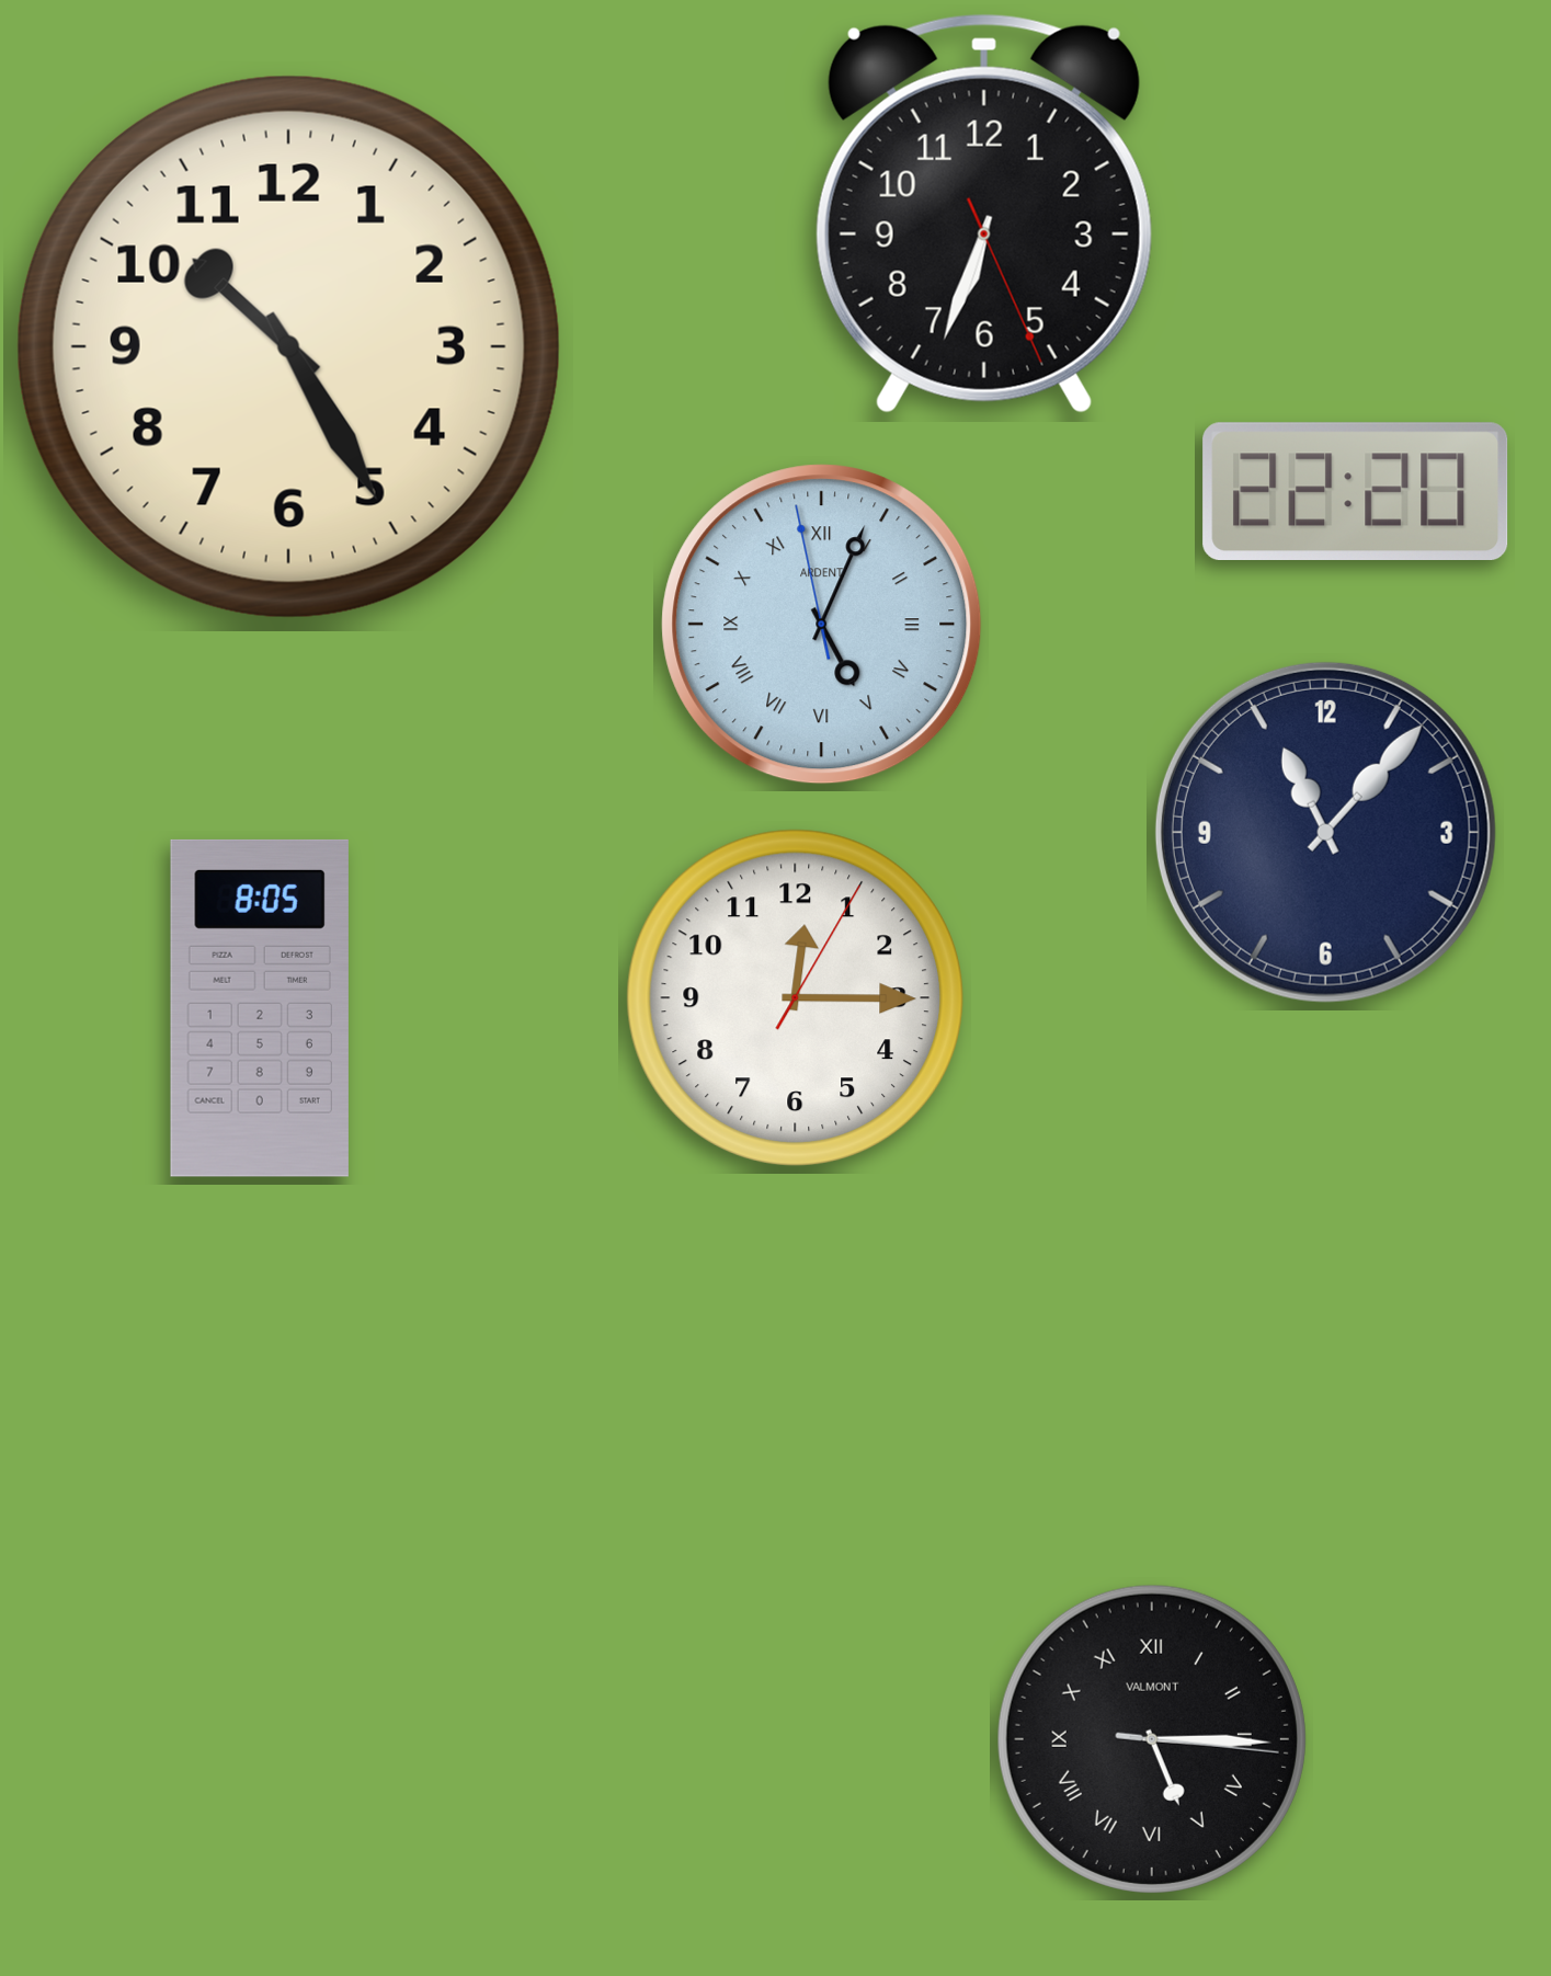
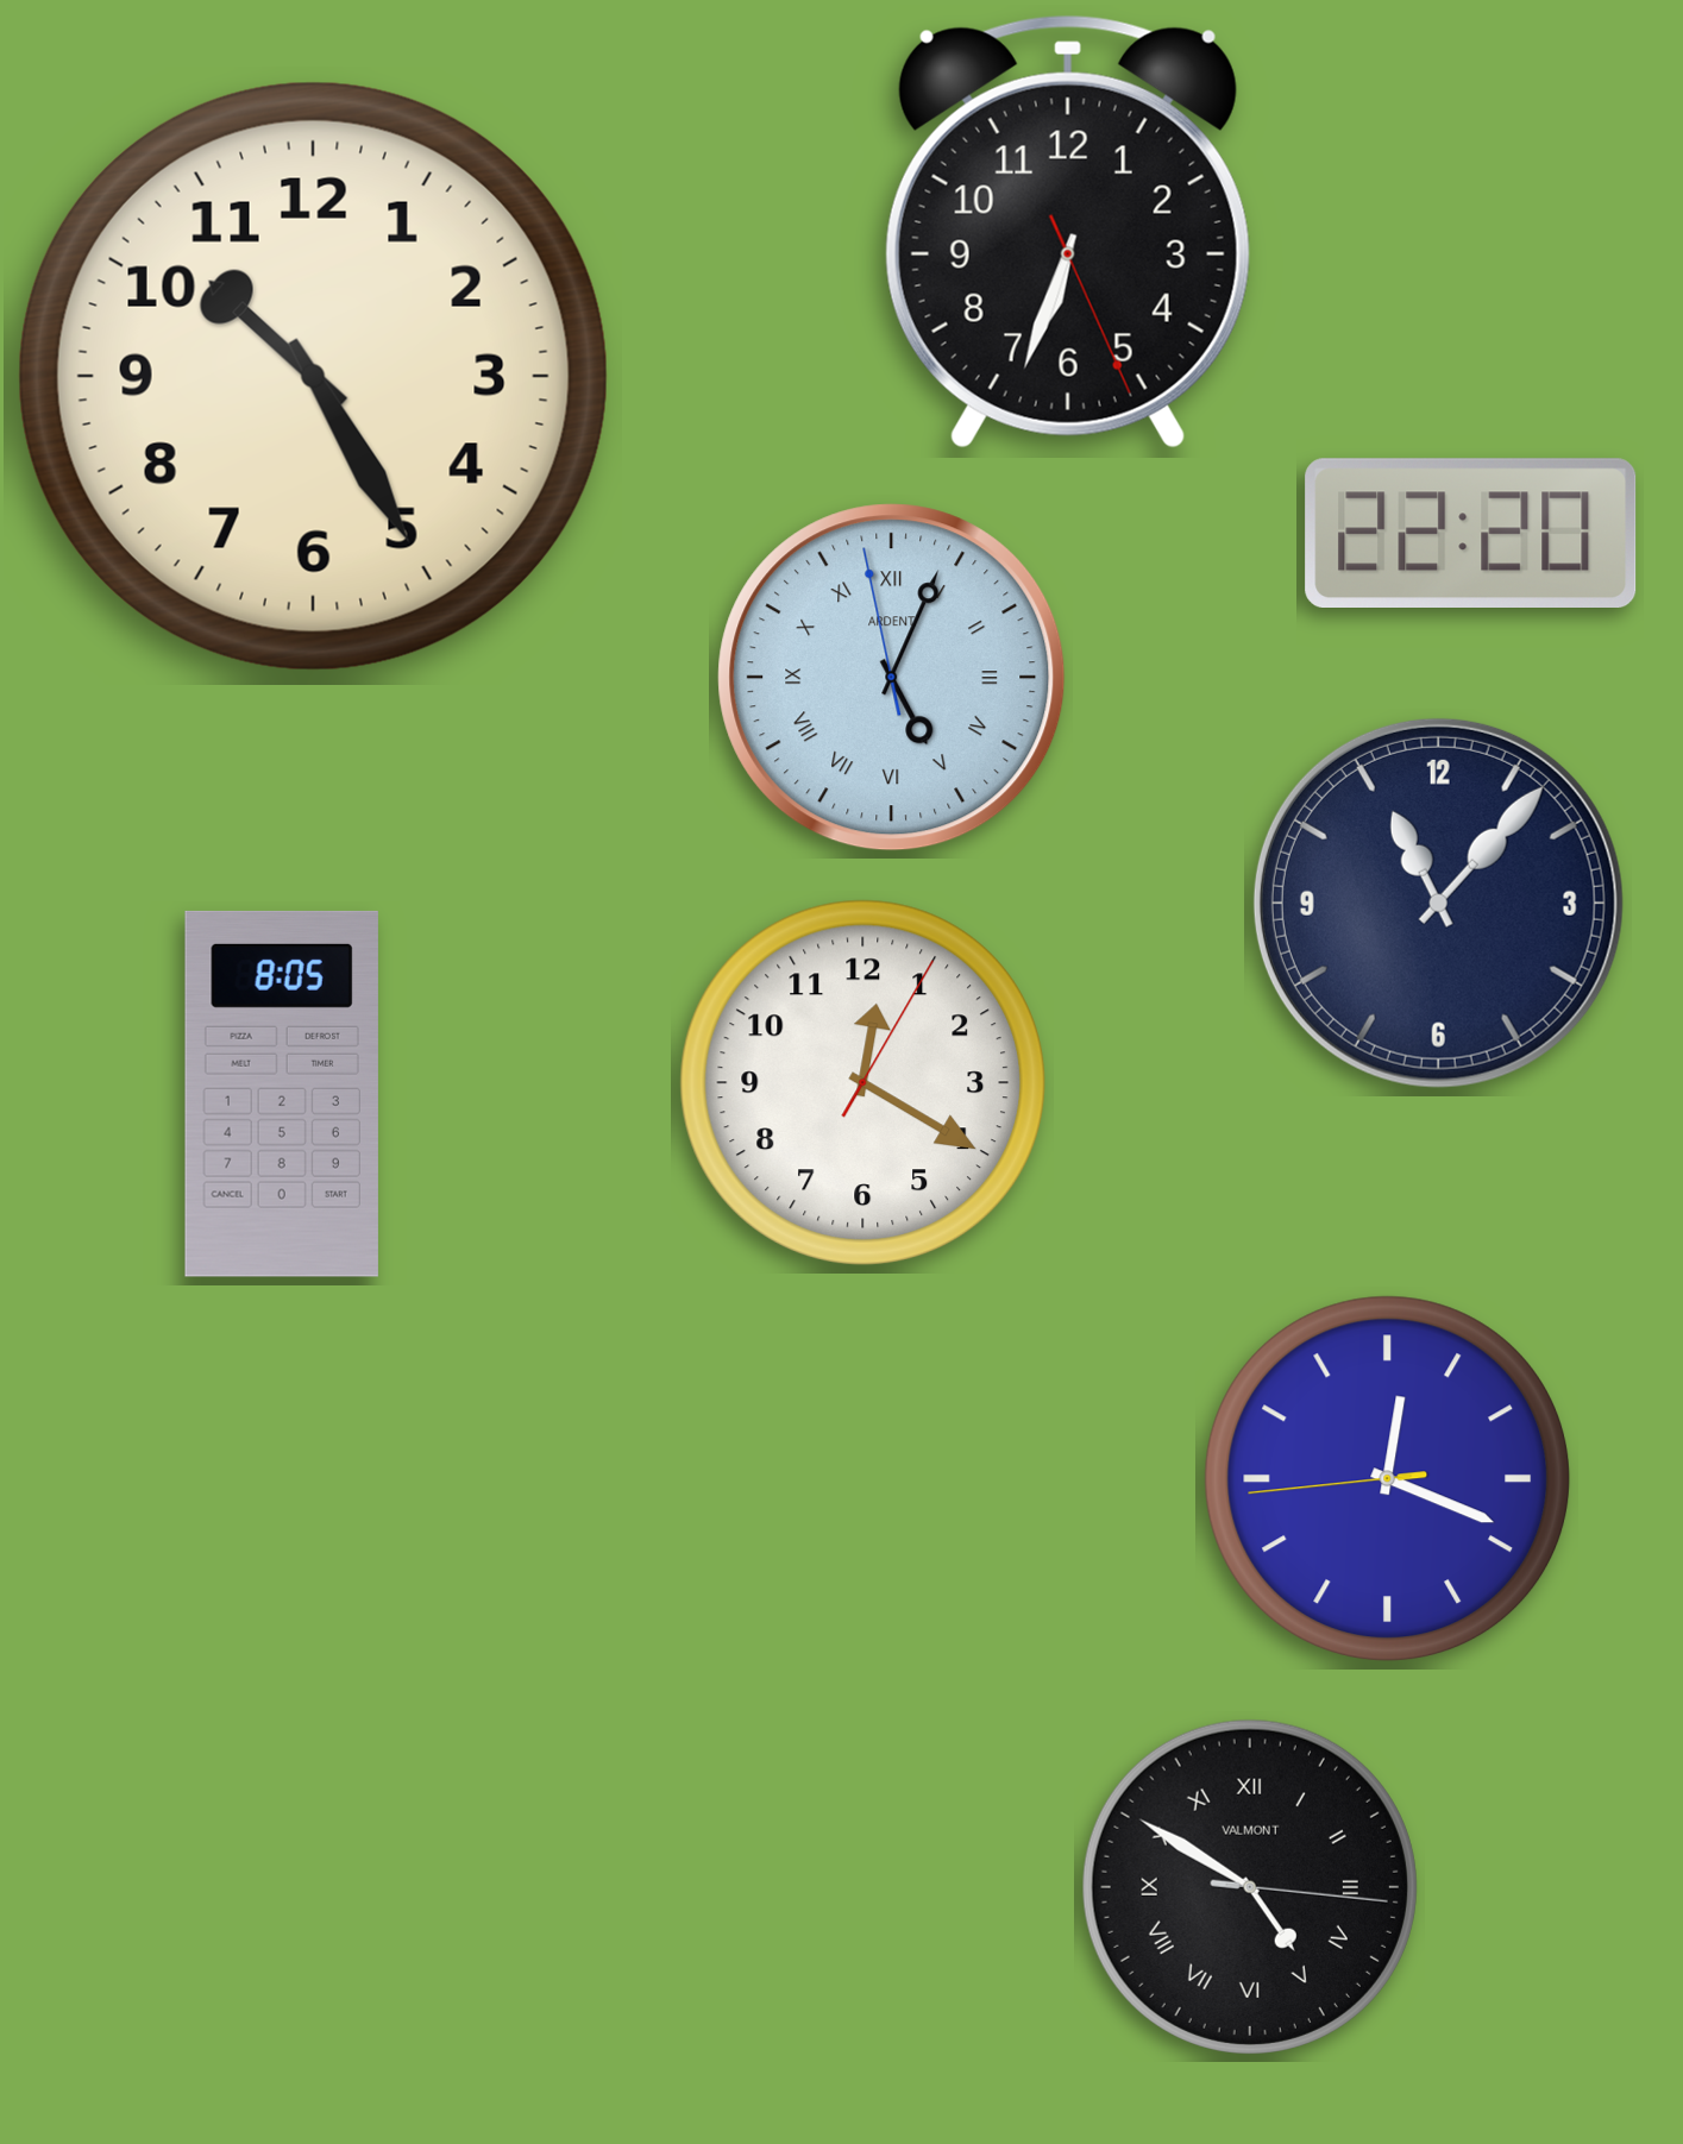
clock at (796, 998): 12:15 -> 12:20
clock at (1388, 1479): none -> 12:18
clock at (1152, 1739): 5:15 -> 4:50
